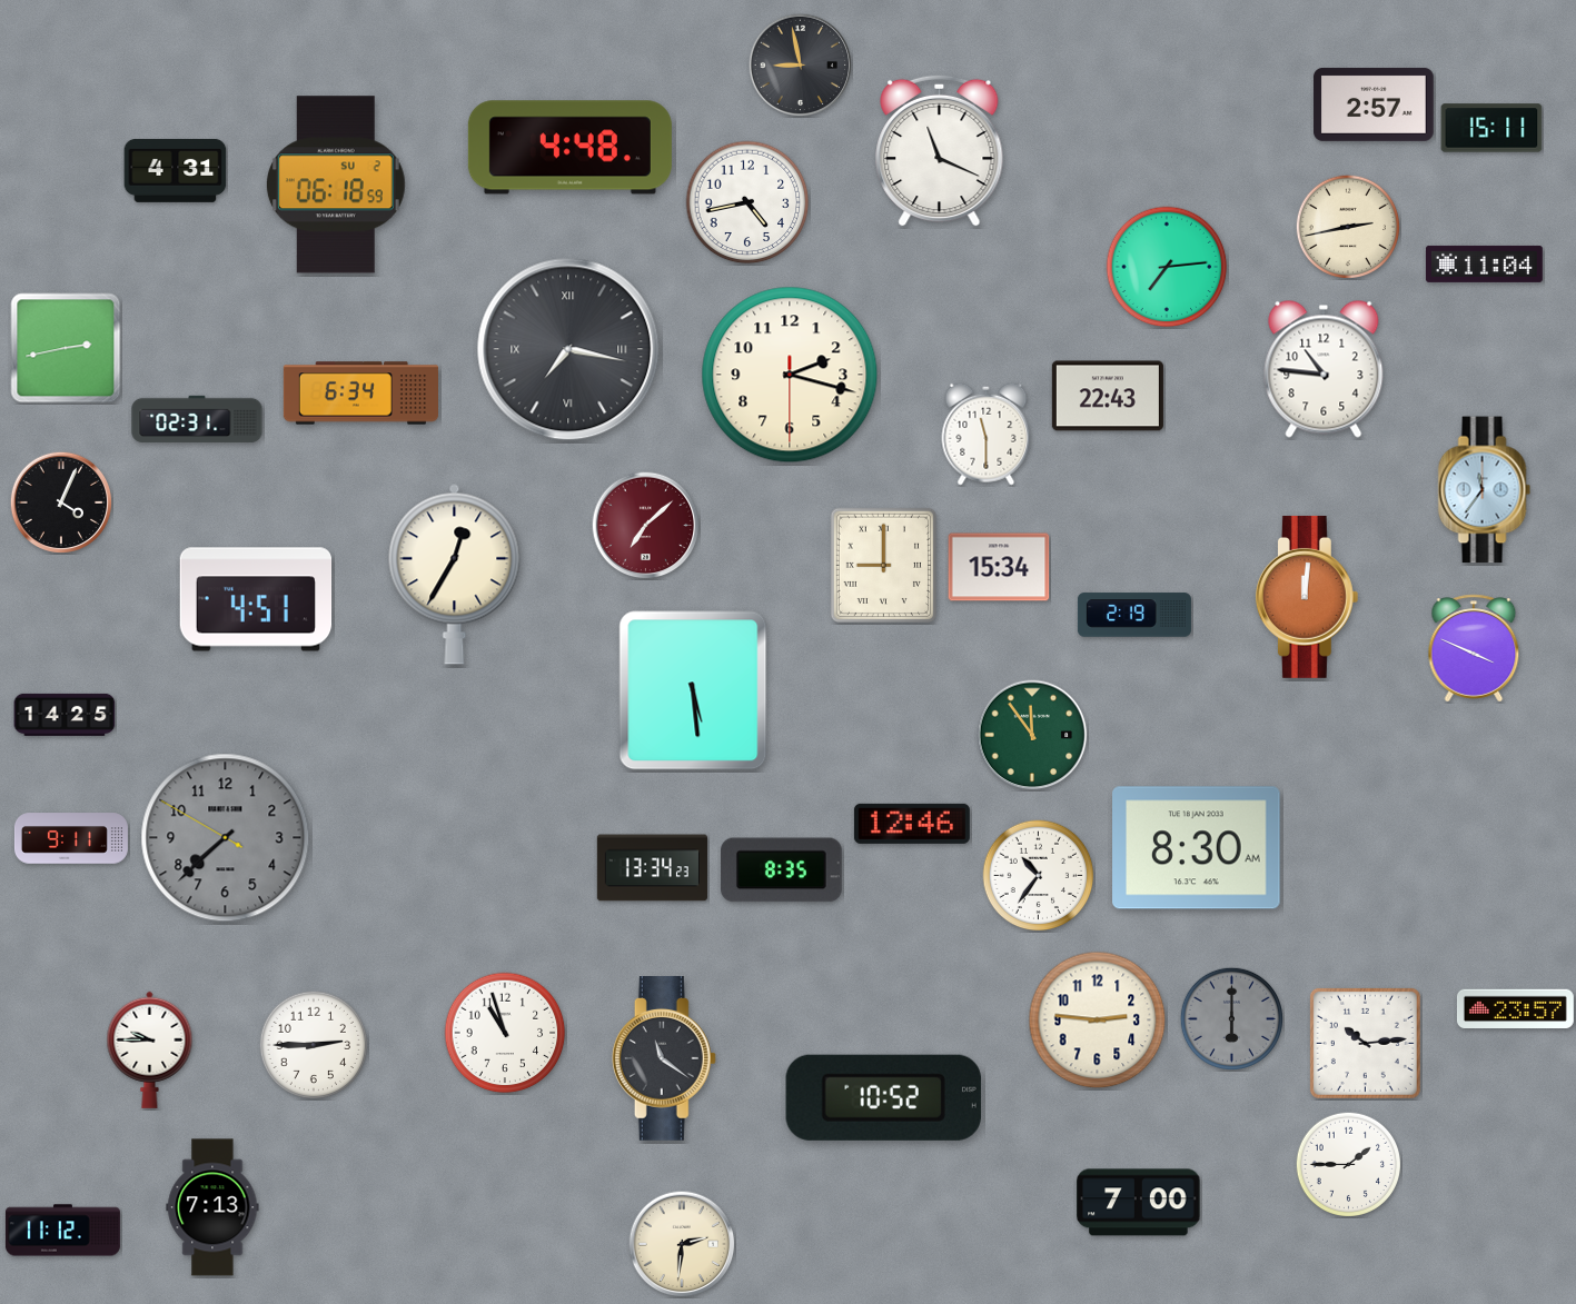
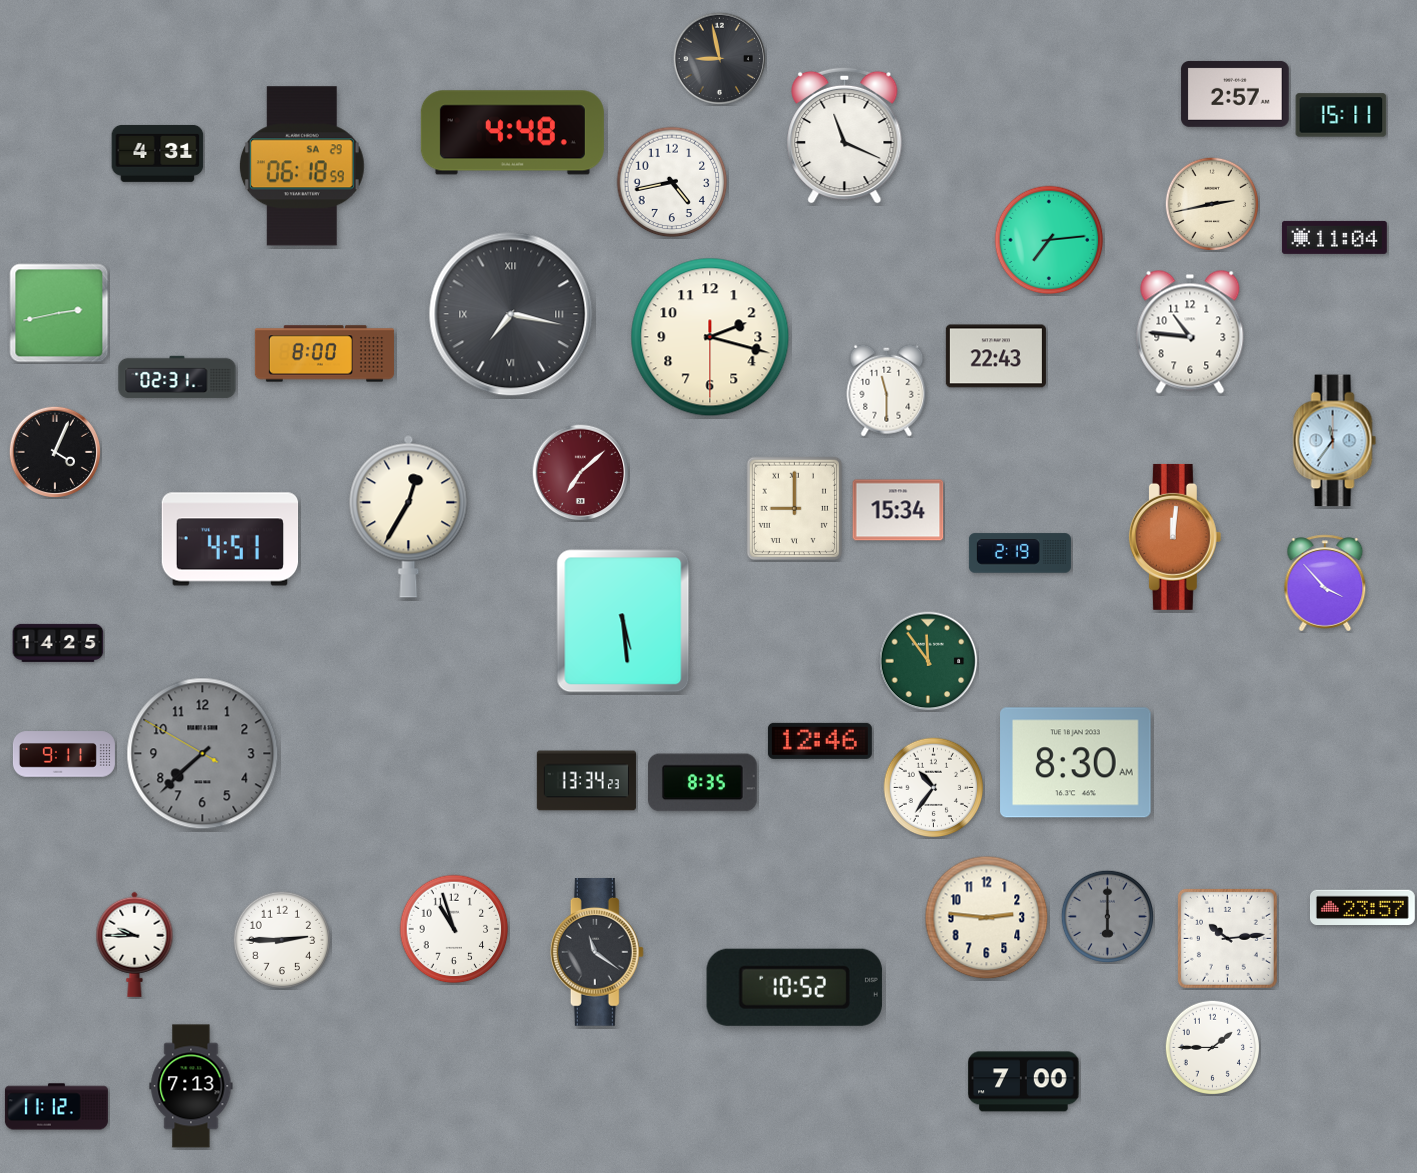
clock at (336, 185) date: SU 2 -> SA 29
clock at (360, 394): 6:34 -> 8:00
clock at (1474, 648): 3:49 -> 3:53
clock at (682, 1244): 2:31 -> none
